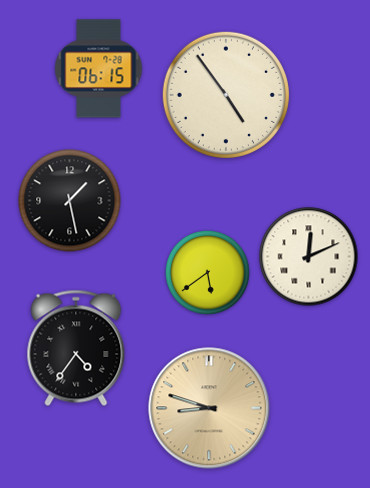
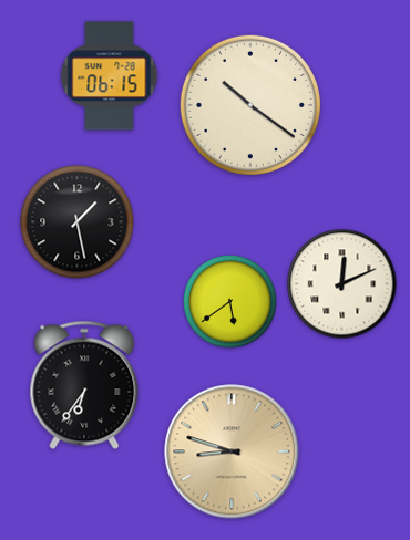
clock at (226, 95): 4:54 -> 10:21
clock at (76, 348): 4:36 -> 6:36
